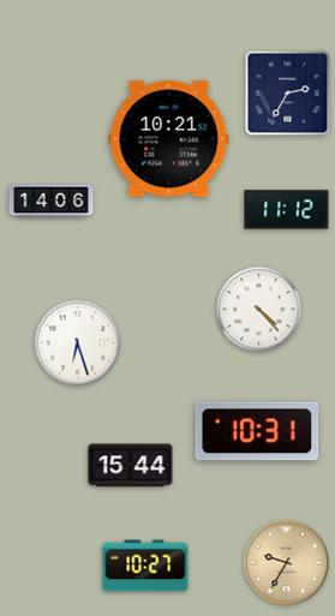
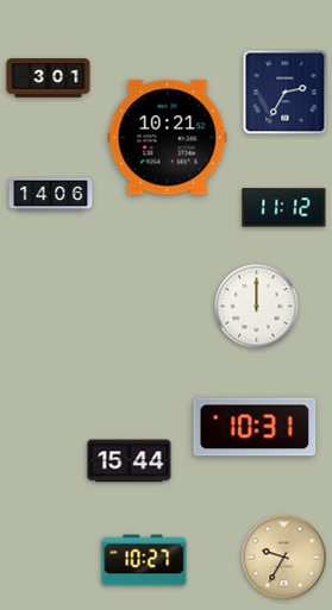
clock at (49, 78): none -> 3:01
clock at (52, 202) position: (52, 202) -> (51, 195)
clock at (259, 310): 4:23 -> 12:00
clock at (78, 343): 6:27 -> none
